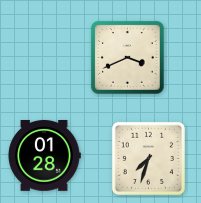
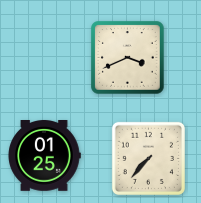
clock at (44, 156): 01:28 -> 01:25
clock at (148, 158): 7:33 -> 7:37
